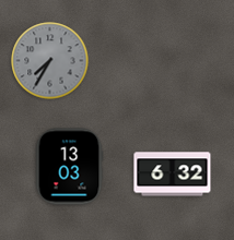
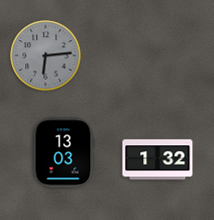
clock at (50, 61): 7:35 -> 6:14
clock at (173, 175): 6:32 -> 1:32
